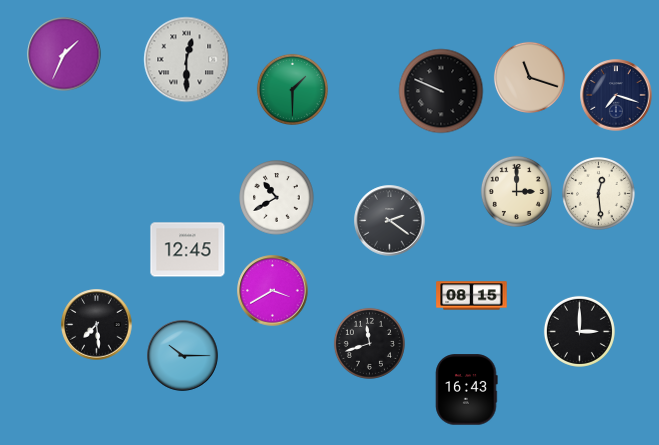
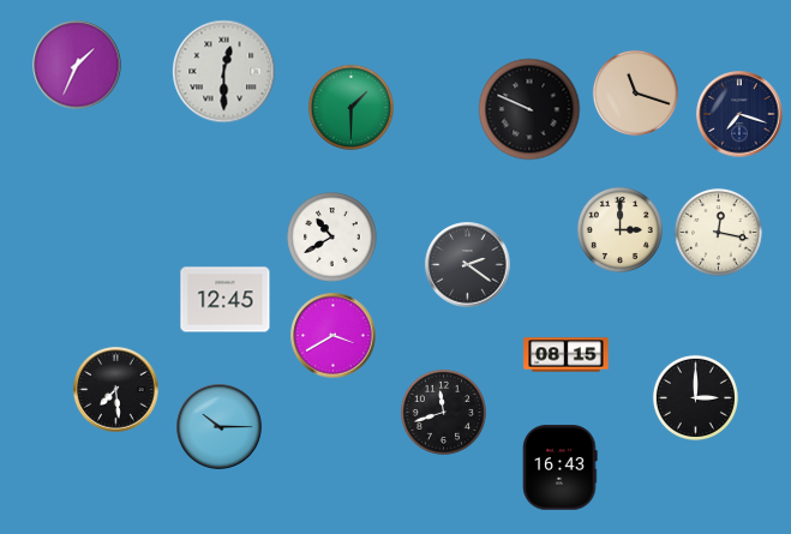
clock at (598, 193): 12:29 -> 12:17
clock at (273, 291) position: (273, 291) -> (334, 336)
